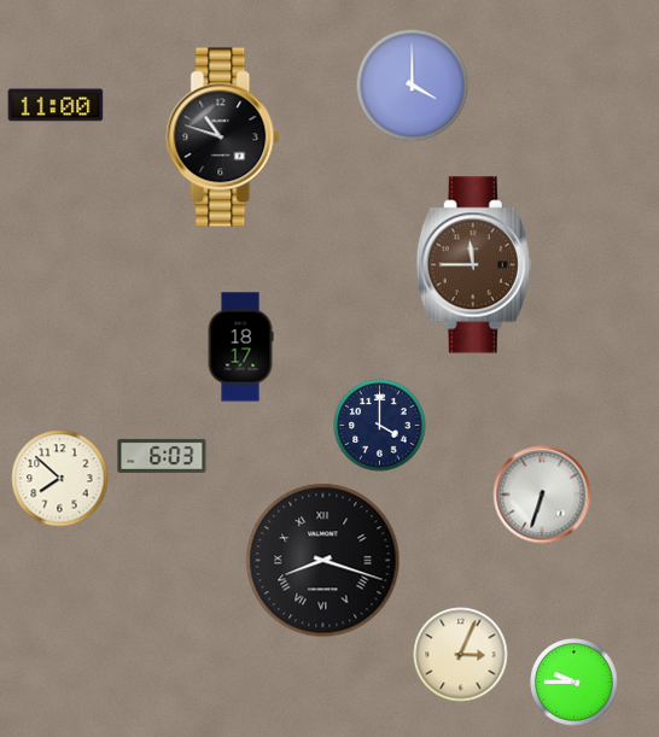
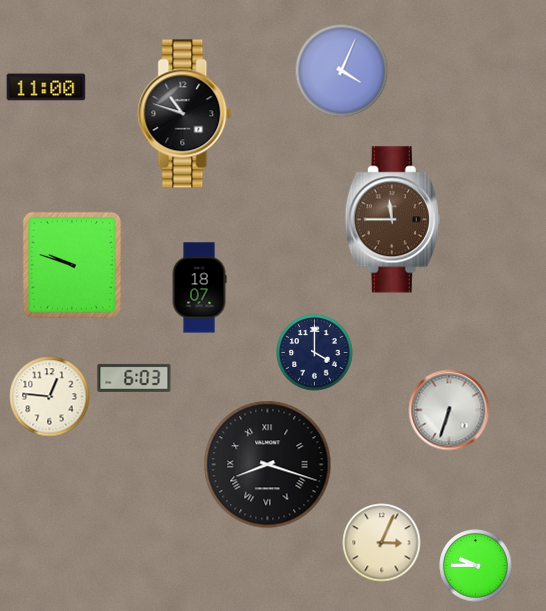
clock at (413, 86): 4:00 -> 4:04
clock at (72, 265): none -> 9:48
clock at (240, 347): 18:17 -> 18:07
clock at (60, 479): 7:52 -> 12:46
